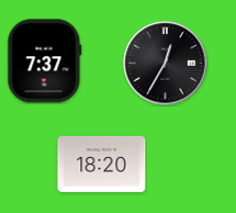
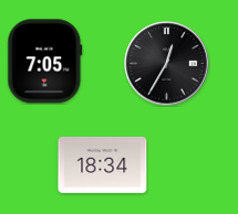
clock at (45, 61): 7:37 -> 7:05
clock at (102, 164): 18:20 -> 18:34
